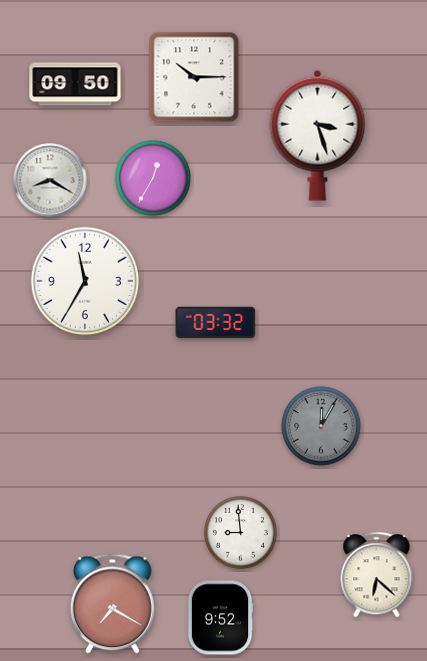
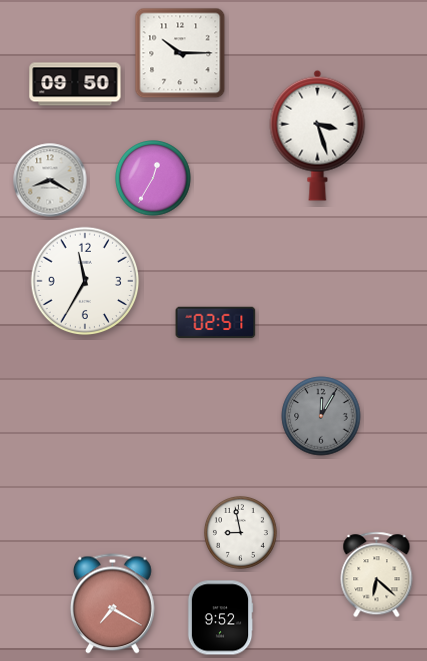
clock at (194, 77) position: (194, 77) -> (180, 53)
clock at (216, 323): 03:32 -> 02:51
clock at (321, 426) position: (321, 426) -> (321, 416)
clock at (241, 533): 8:59 -> 8:58
